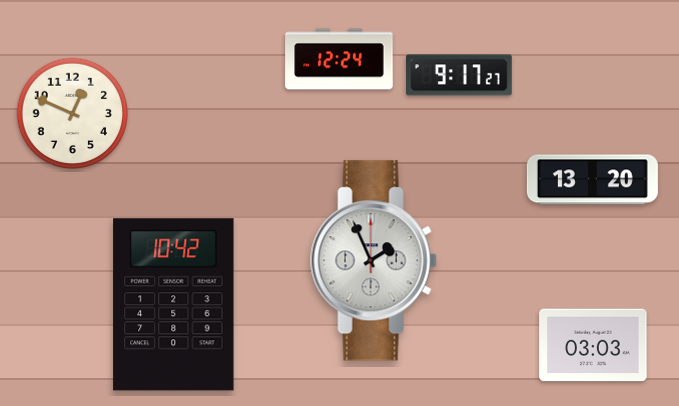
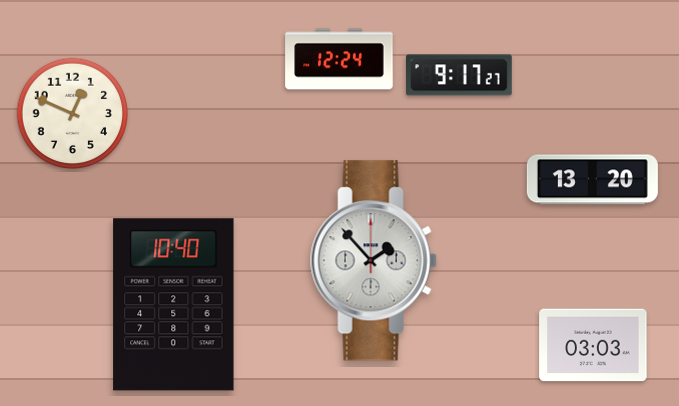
clock at (373, 261): 1:56 -> 1:53
clock at (174, 305): 10:42 -> 10:40
